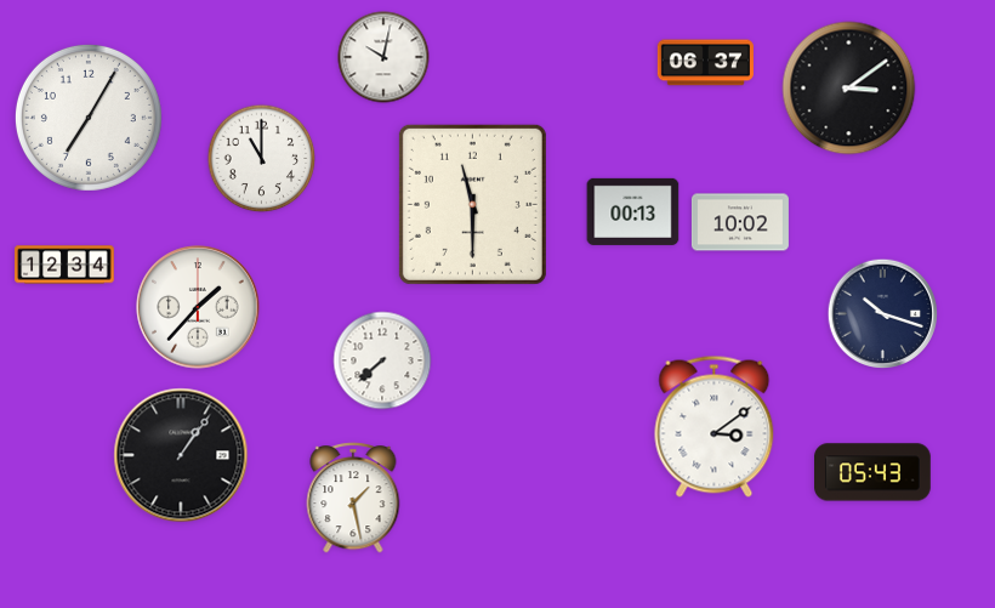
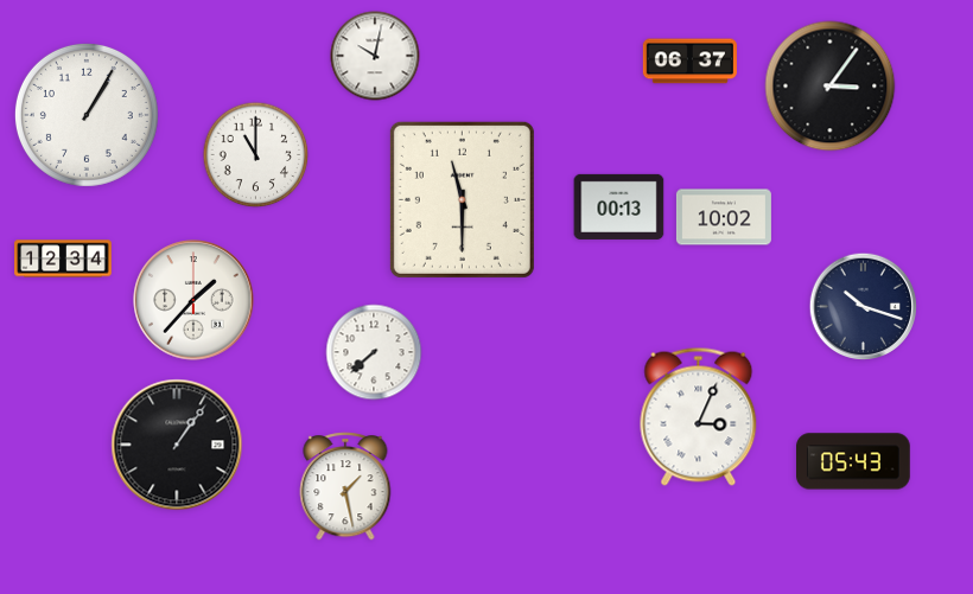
clock at (849, 89): 3:09 -> 3:06
clock at (89, 118): 7:05 -> 1:05
clock at (715, 426): 3:09 -> 3:04
